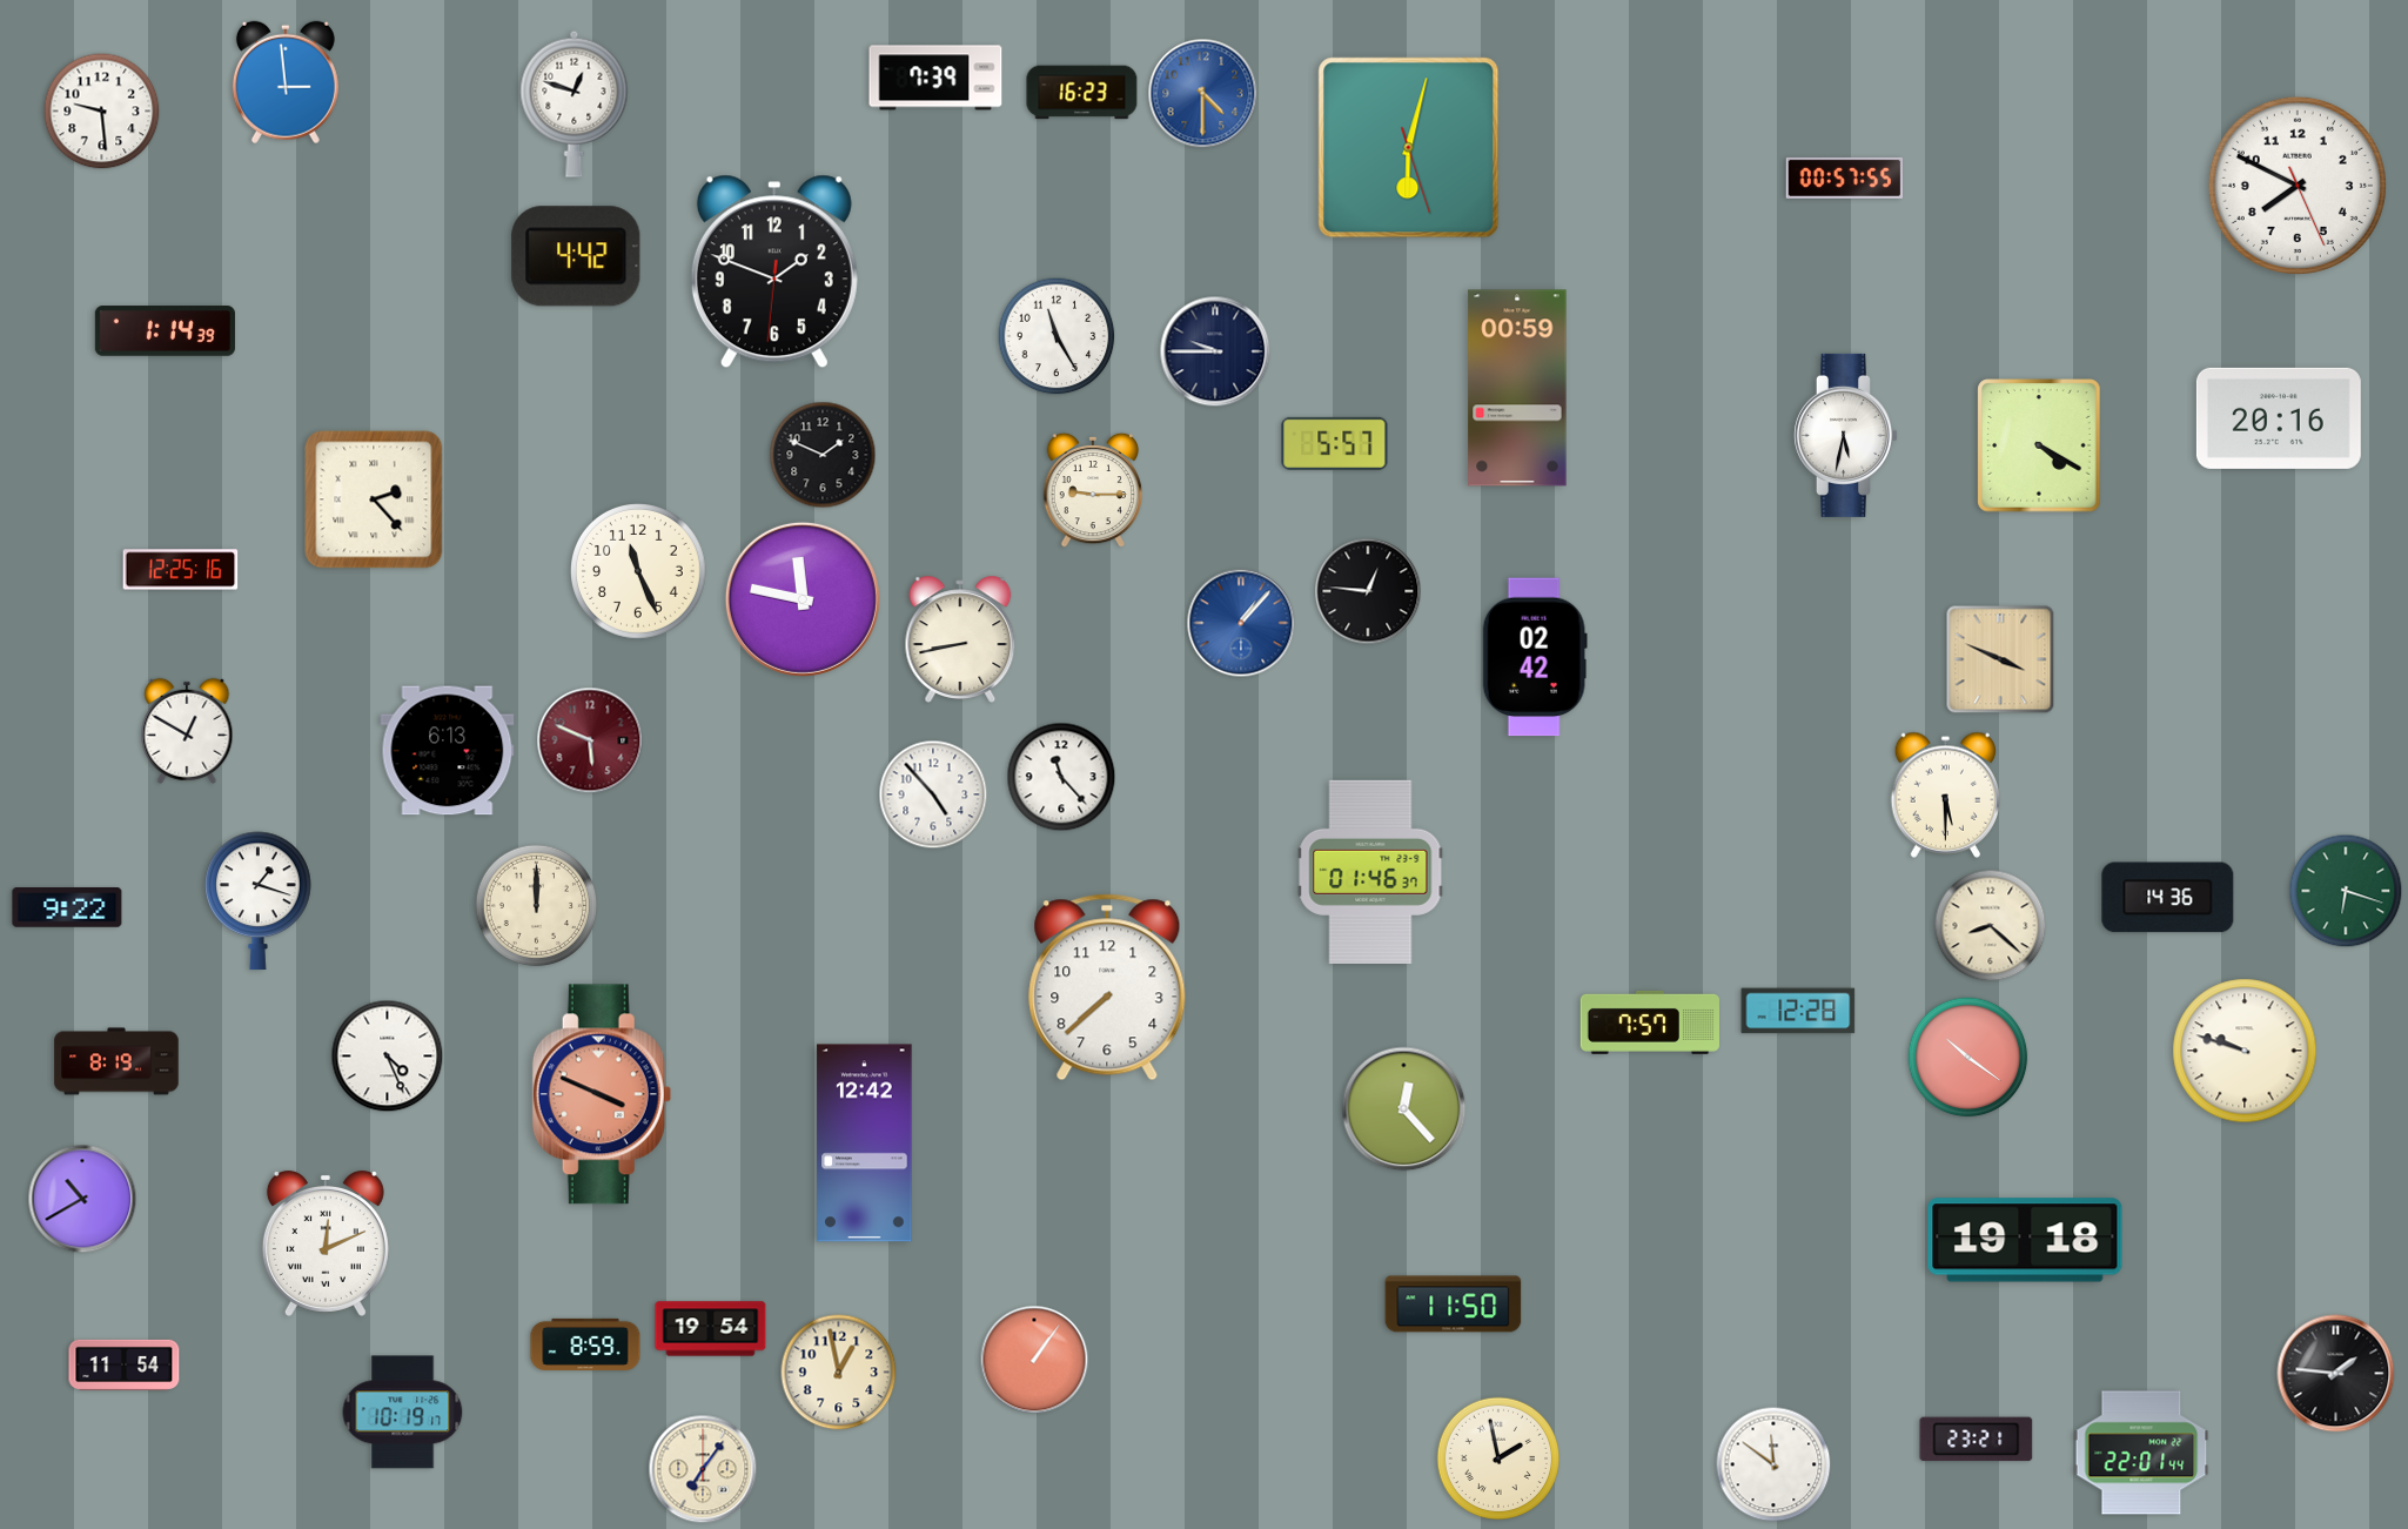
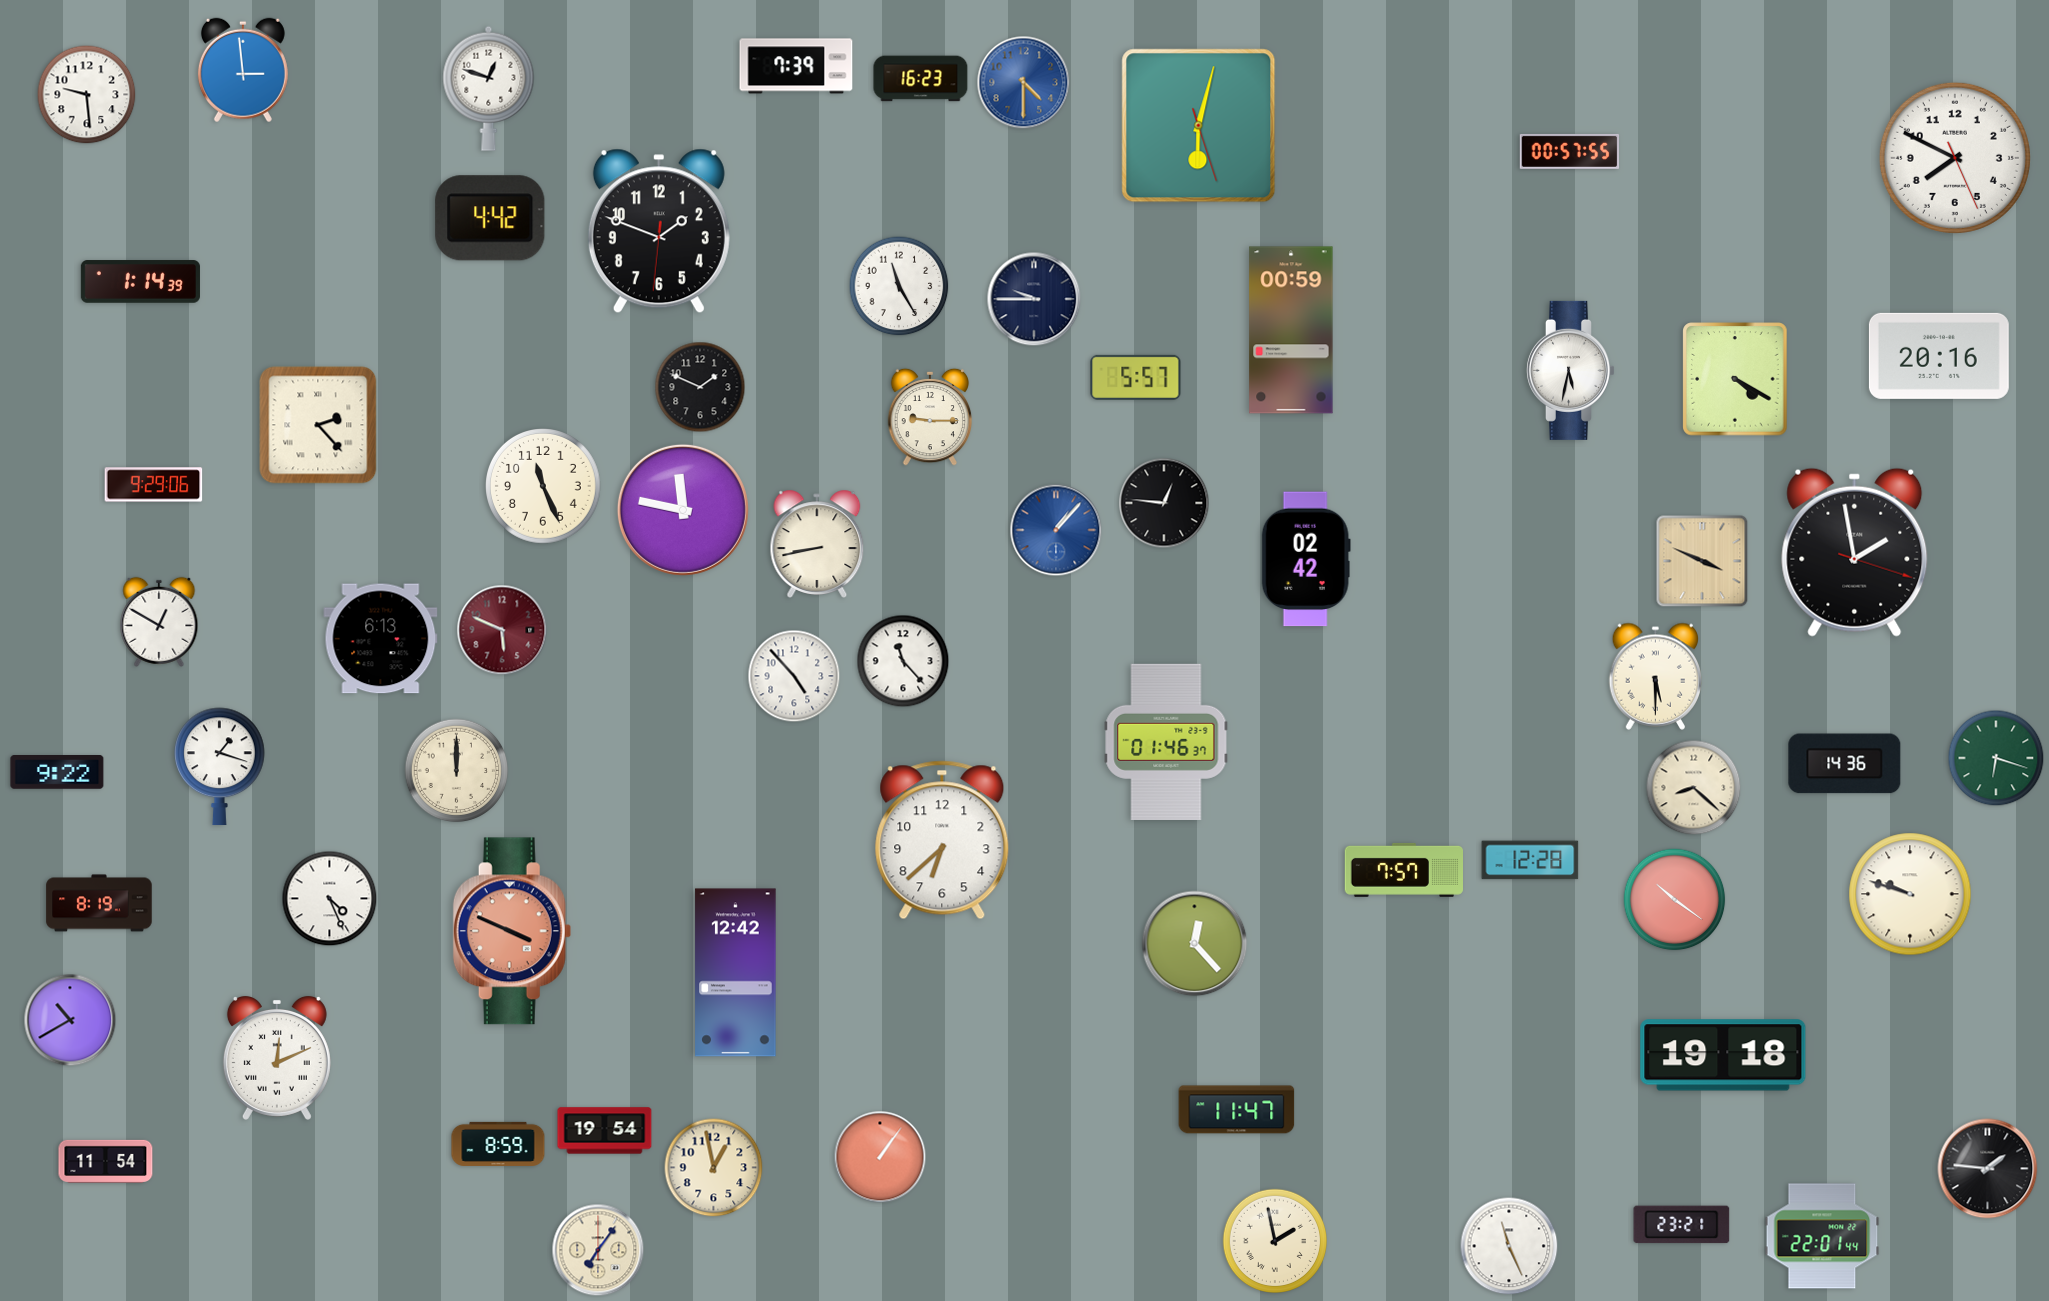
clock at (1203, 94) position: (1203, 94) -> (1024, 83)
clock at (181, 570): 12:25 -> 9:29
clock at (1855, 552): none -> 1:58
clock at (1107, 987): 7:38 -> 6:38
clock at (1454, 1305): 11:50 -> 11:47
clock at (403, 1413): 10:19 -> none
clock at (1773, 1464): 11:51 -> 11:26
